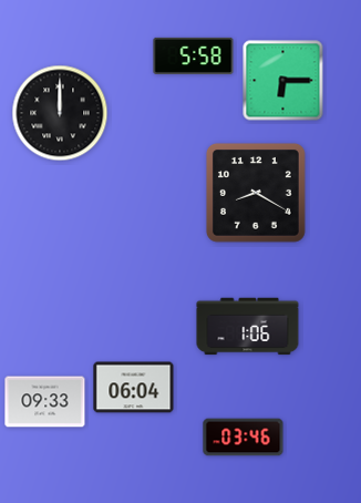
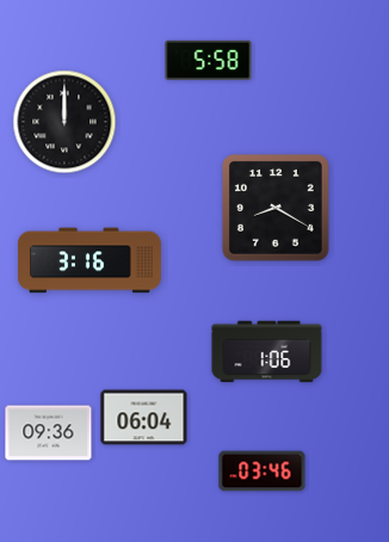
clock at (283, 81): 6:15 -> none
clock at (89, 260): none -> 3:16
clock at (45, 402): 09:33 -> 09:36
